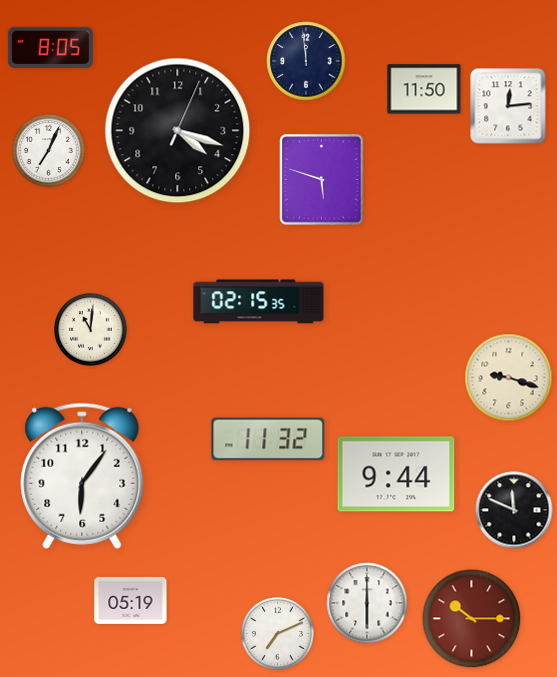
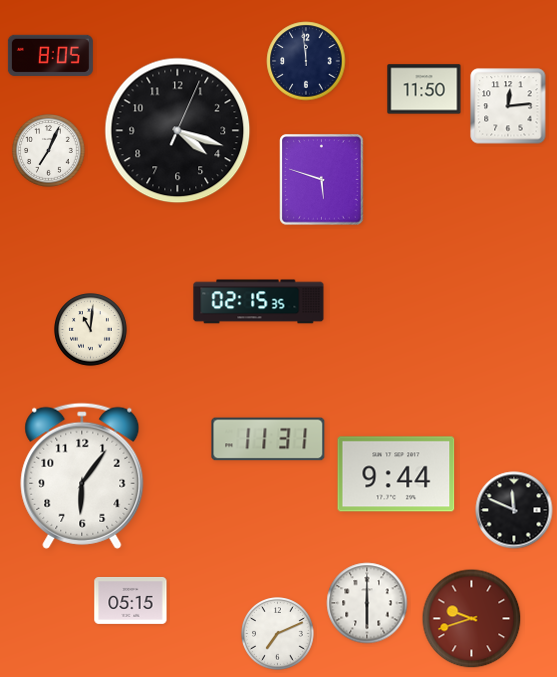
clock at (50, 47) position: (50, 47) -> (50, 55)
clock at (509, 378): 9:18 -> none
clock at (268, 439): 11:32 -> 11:31
clock at (131, 600): 05:19 -> 05:15
clock at (472, 619): 10:15 -> 9:42
